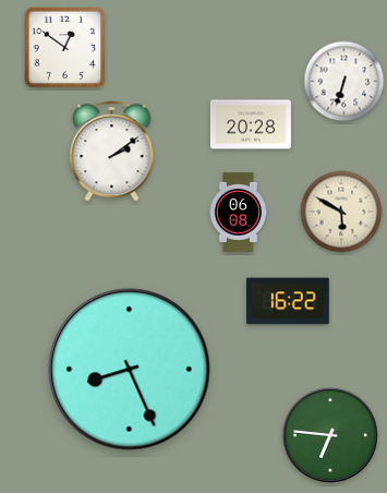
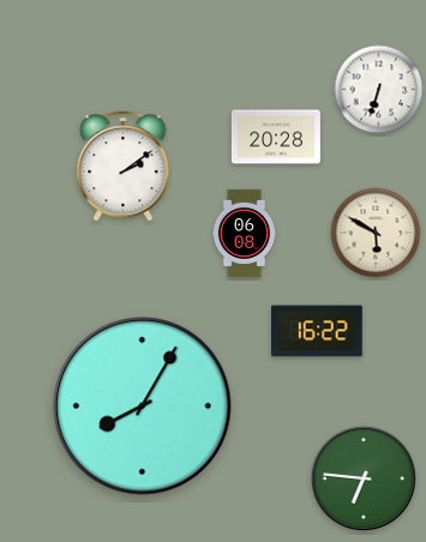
clock at (65, 48): 12:51 -> none
clock at (239, 212) position: (239, 212) -> (245, 233)
clock at (130, 370): 8:26 -> 8:05
